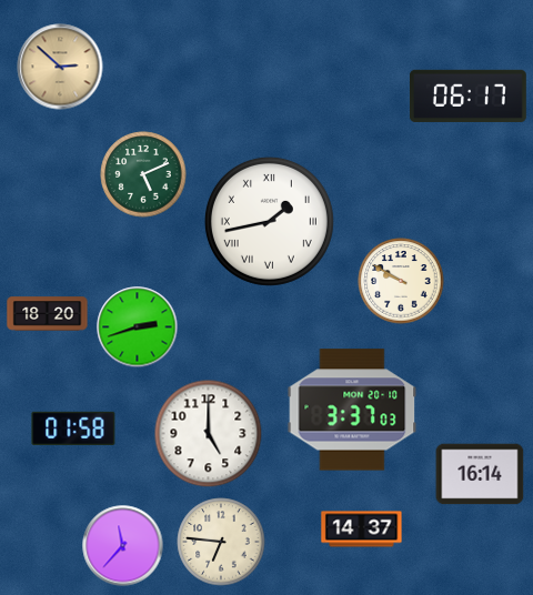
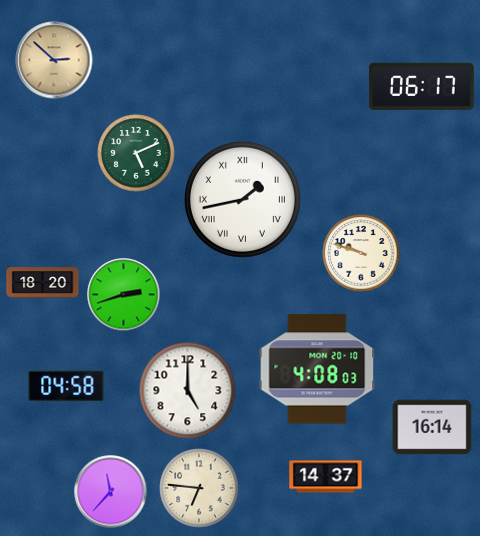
clock at (143, 174) position: (143, 174) -> (136, 153)
clock at (401, 281): 9:50 -> 9:48
clock at (352, 410): 3:37 -> 4:08
clock at (73, 428): 01:58 -> 04:58
